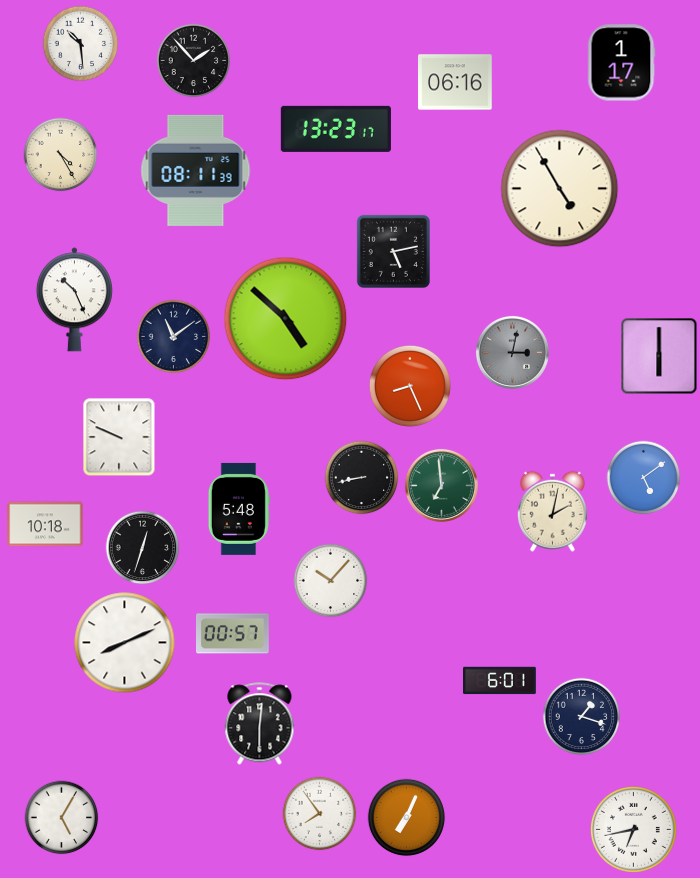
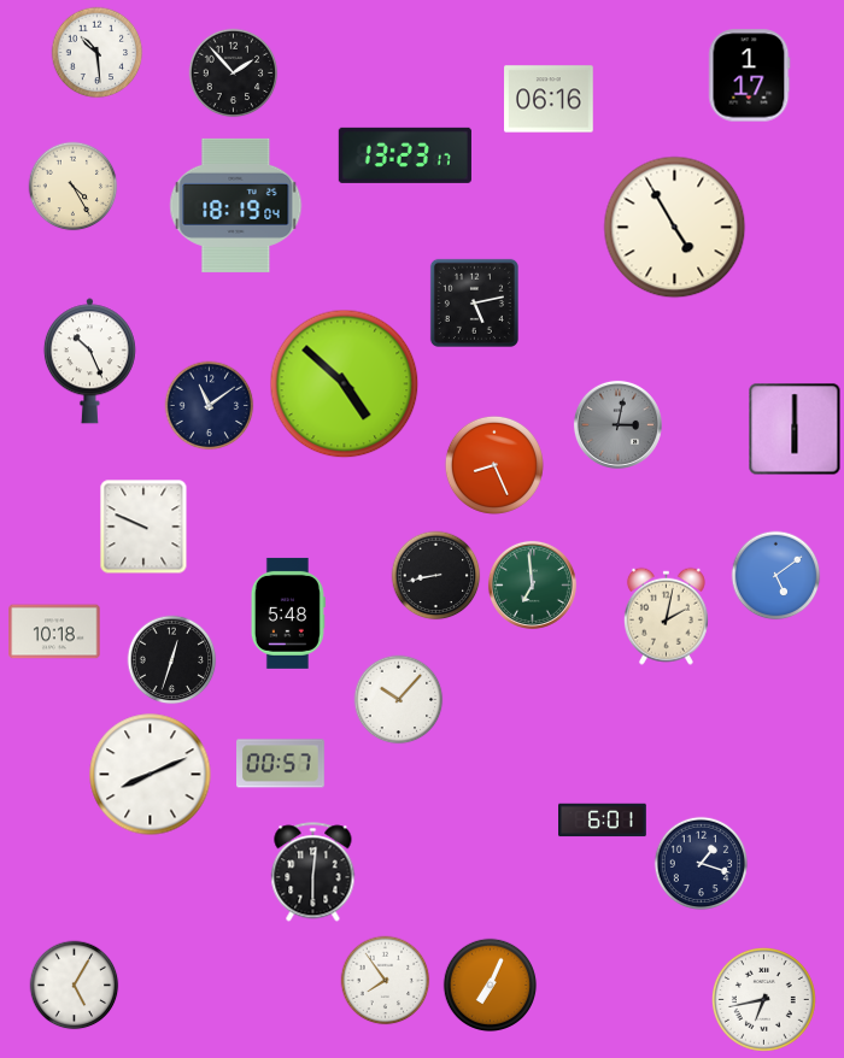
clock at (196, 170): 08:11 -> 18:19
